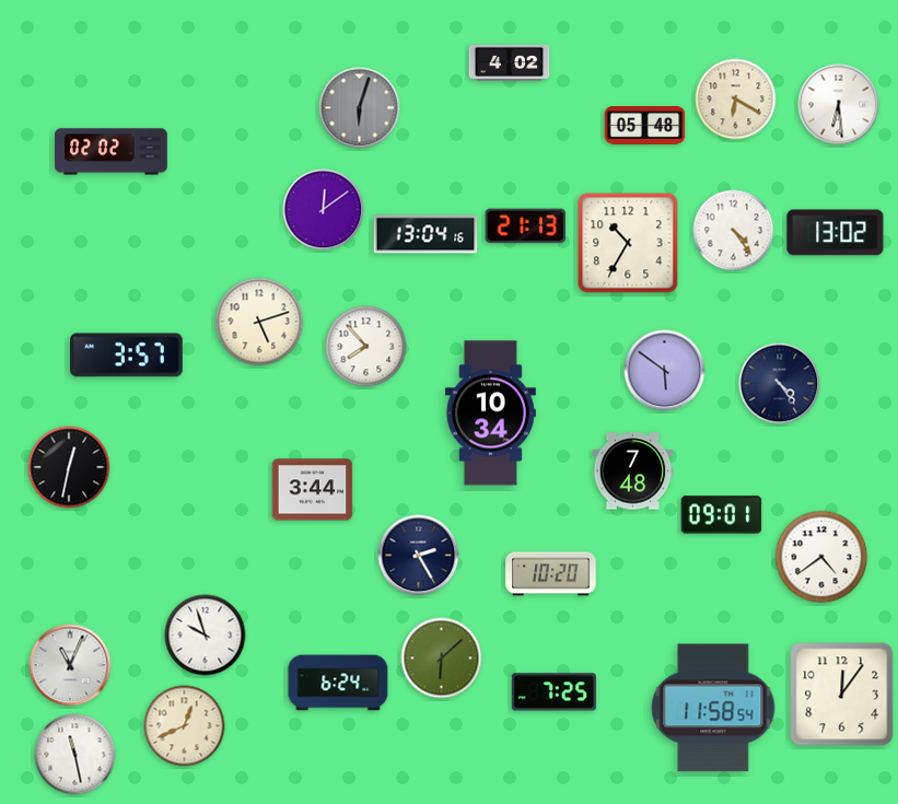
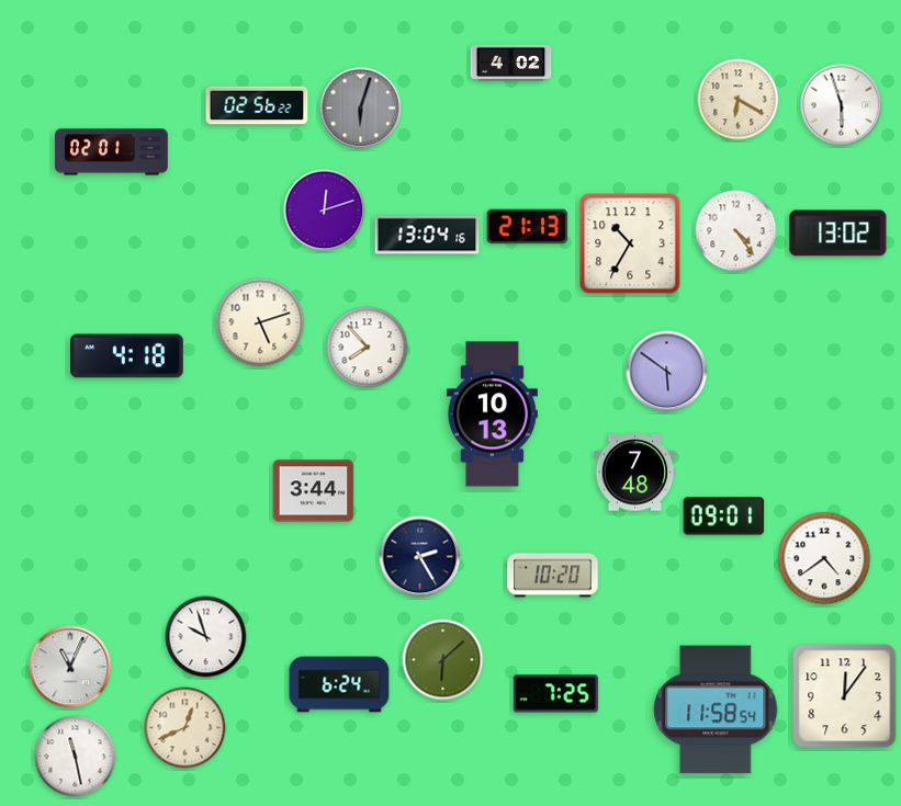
clock at (257, 105): none -> 02:56
clock at (839, 105): 6:29 -> 5:57
clock at (645, 126): 05:48 -> none
clock at (112, 152): 02:02 -> 02:01
clock at (324, 210): 12:09 -> 12:12
clock at (127, 356): 3:57 -> 4:18
clock at (780, 384): 4:24 -> none
clock at (490, 413): 10:34 -> 10:13
clock at (69, 467): 12:32 -> none
